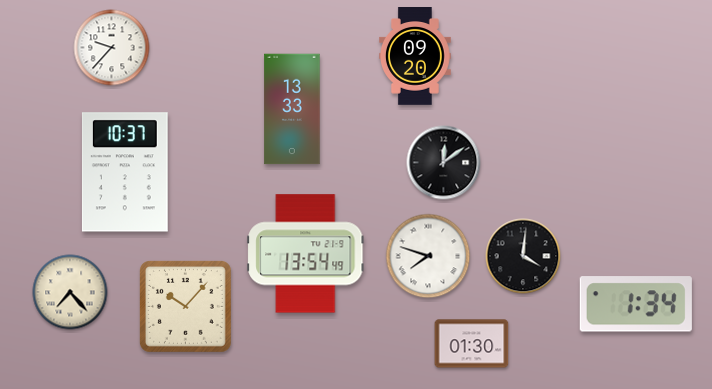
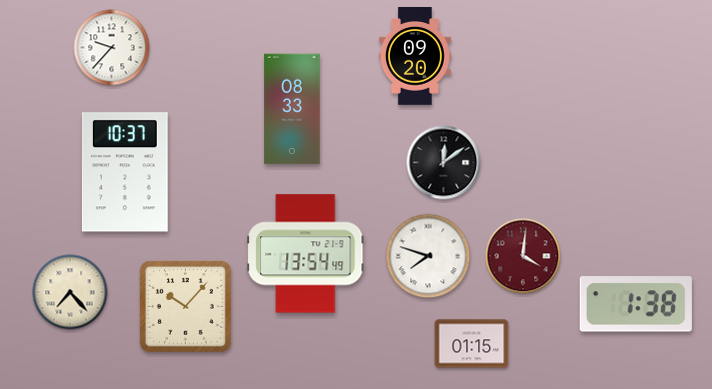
clock at (292, 109): 13:33 -> 08:33
clock at (523, 256) dial: black -> burgundy
clock at (636, 304): 1:34 -> 1:38
clock at (472, 344): 01:30 -> 01:15
